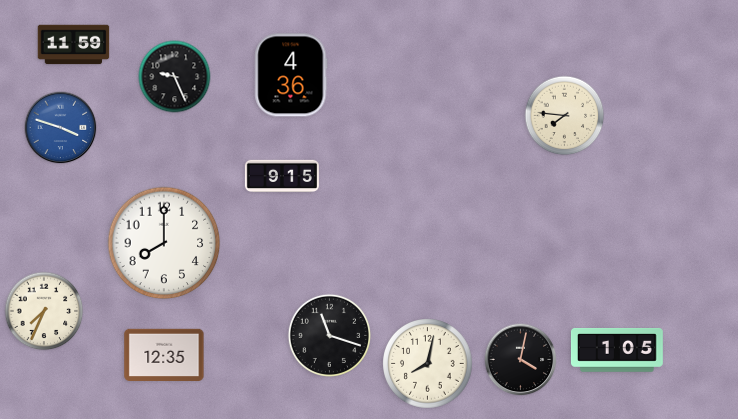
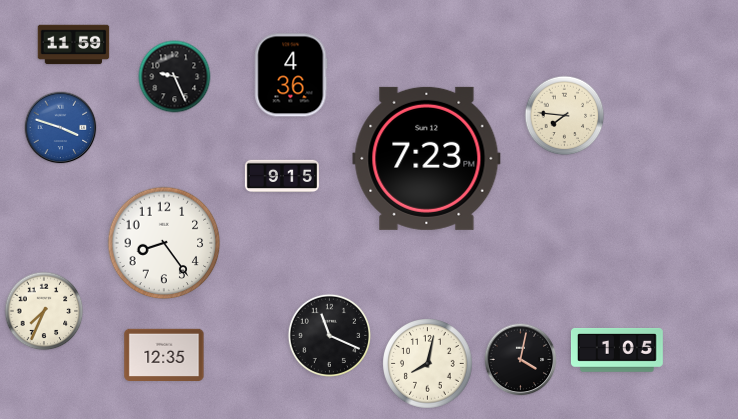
clock at (427, 158): none -> 7:23
clock at (164, 243): 8:00 -> 8:24
clock at (329, 335): 11:18 -> 11:19
